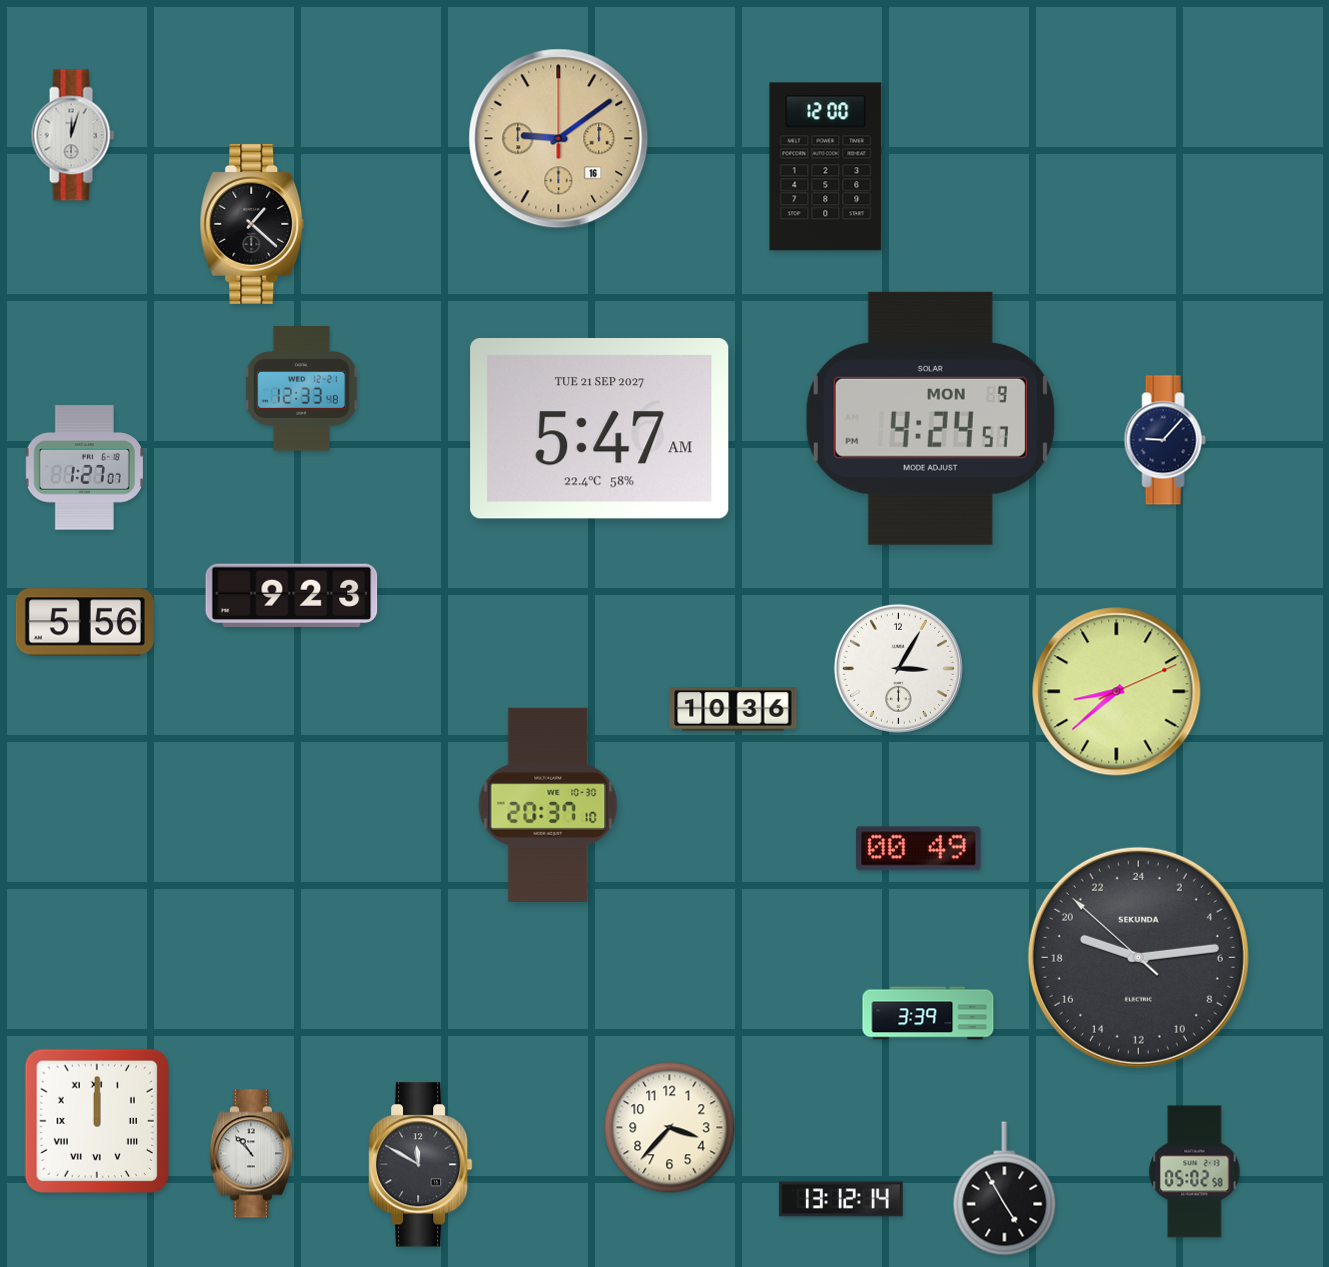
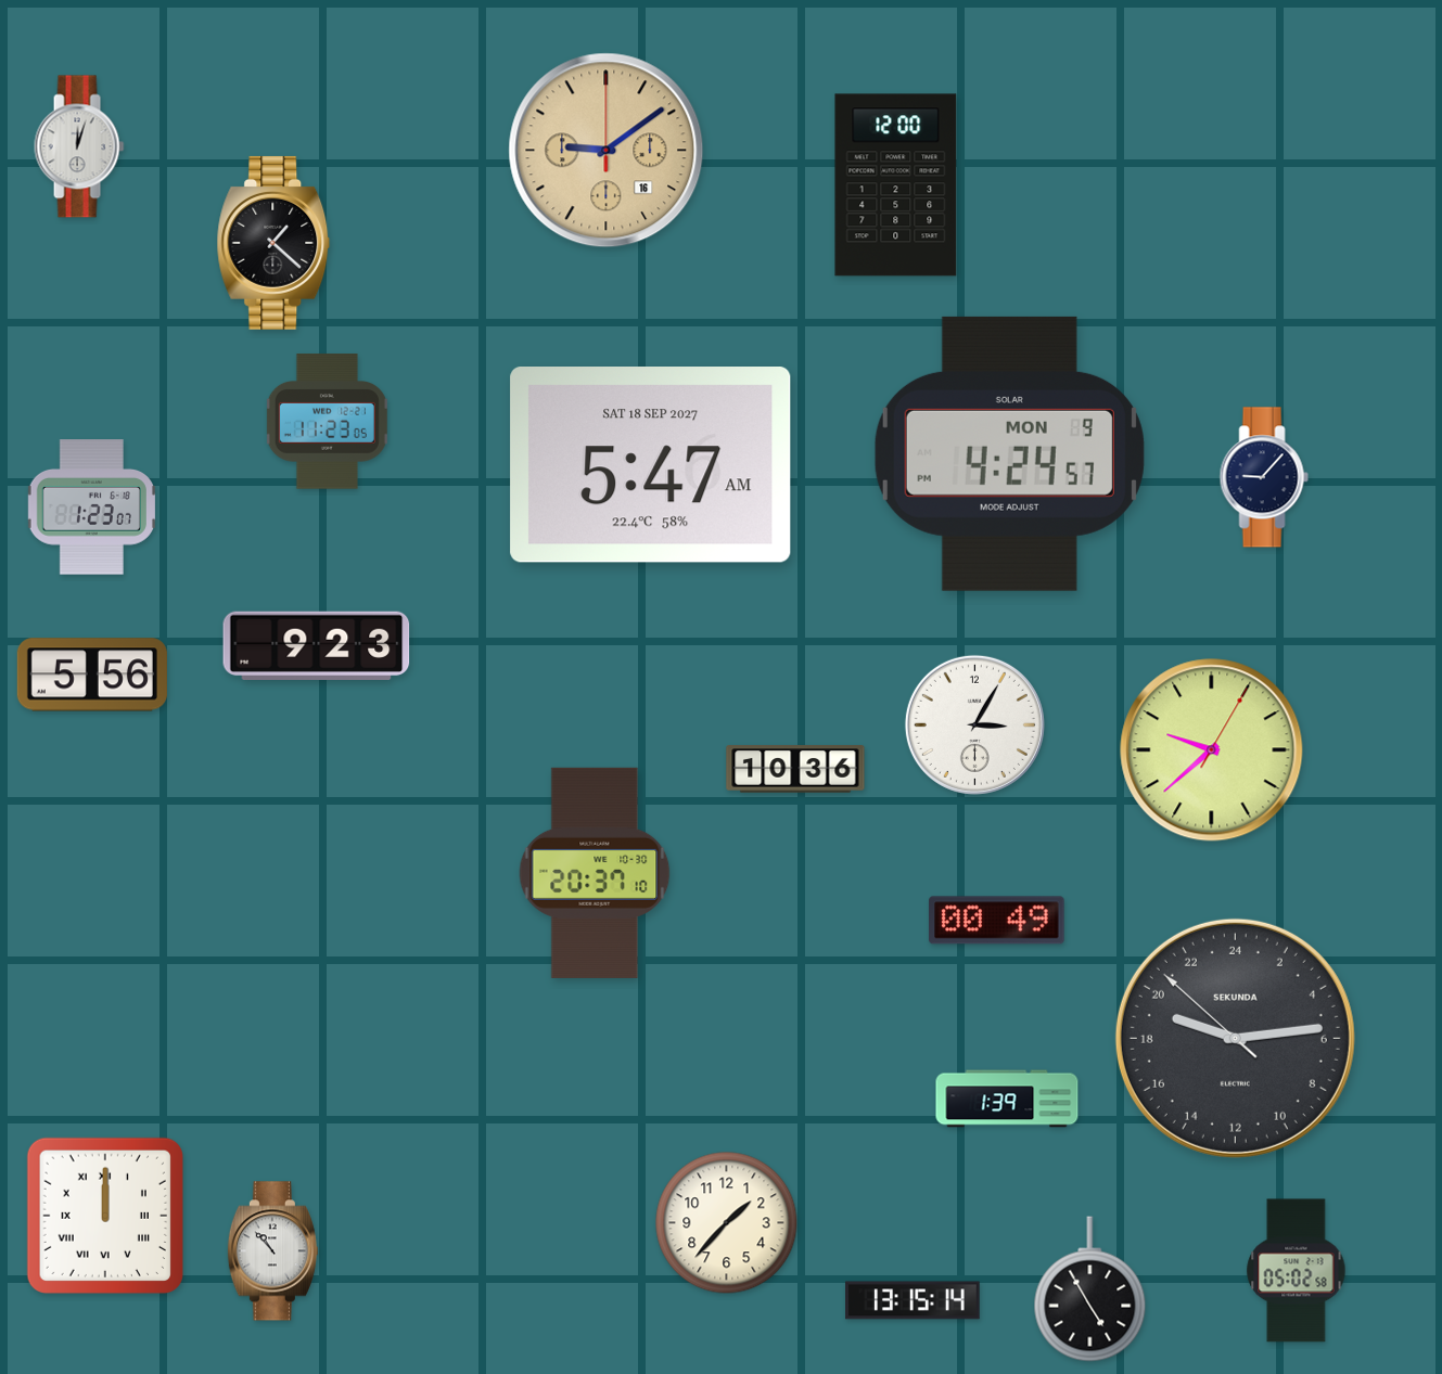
clock at (826, 167) position: (826, 167) -> (896, 185)
clock at (301, 389): 12:33 -> 11:23
clock at (600, 429) date: TUE 21 SEP 2027 -> SAT 18 SEP 2027
clock at (84, 468): 1:27 -> 1:23
clock at (1117, 692): 8:38 -> 9:38
clock at (928, 1013): 3:39 -> 1:39
clock at (670, 1128): 3:37 -> 1:37
clock at (421, 1165): 11:50 -> none
clock at (841, 1199): 13:12 -> 13:15
